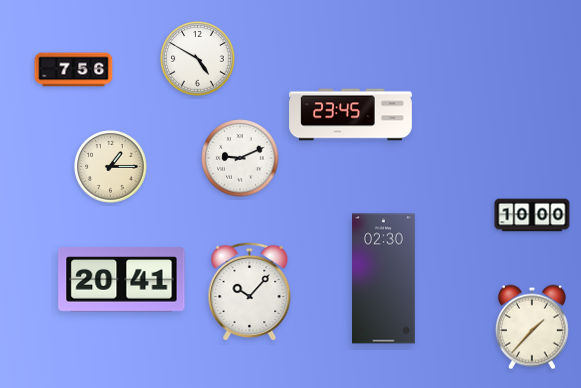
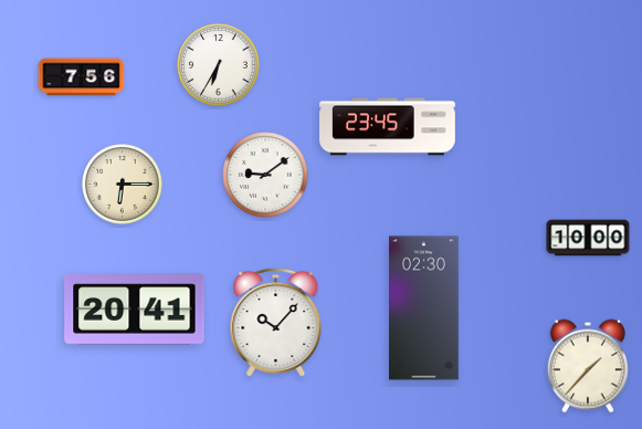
clock at (198, 59): 4:50 -> 6:35
clock at (240, 158): 9:11 -> 9:09
clock at (111, 167): 1:15 -> 6:15
clock at (532, 327) position: (532, 327) -> (588, 366)
